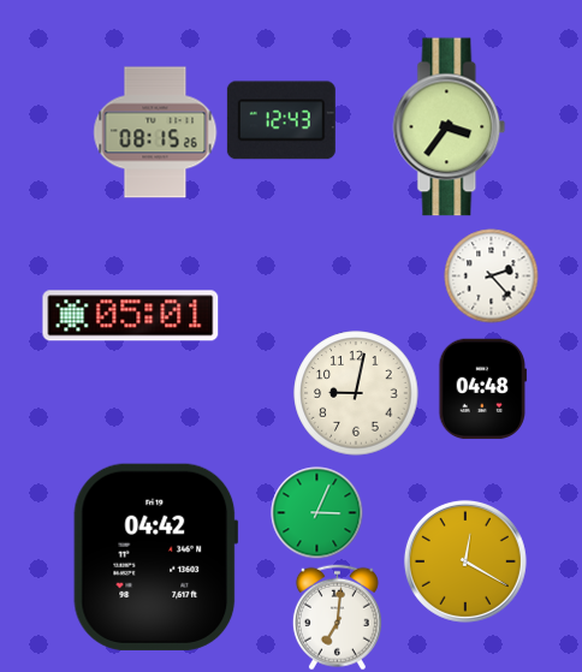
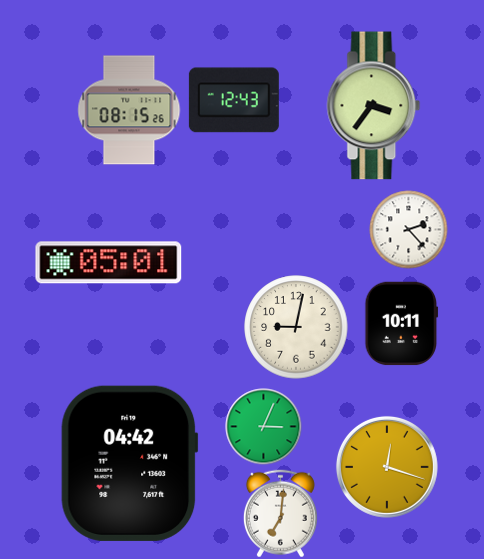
clock at (483, 389): 04:48 -> 10:11
clock at (465, 561): 12:20 -> 12:18
